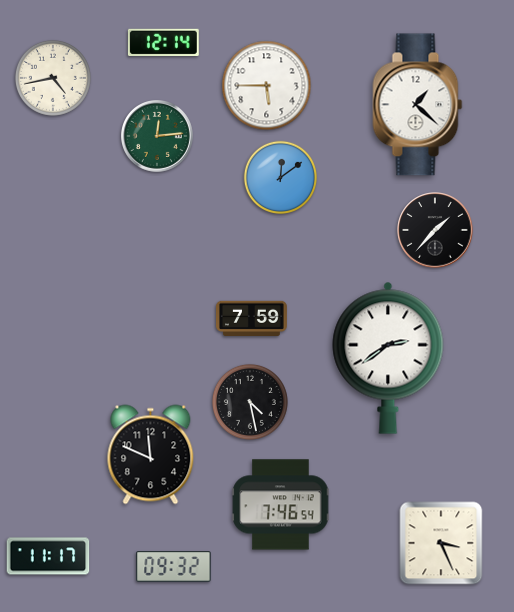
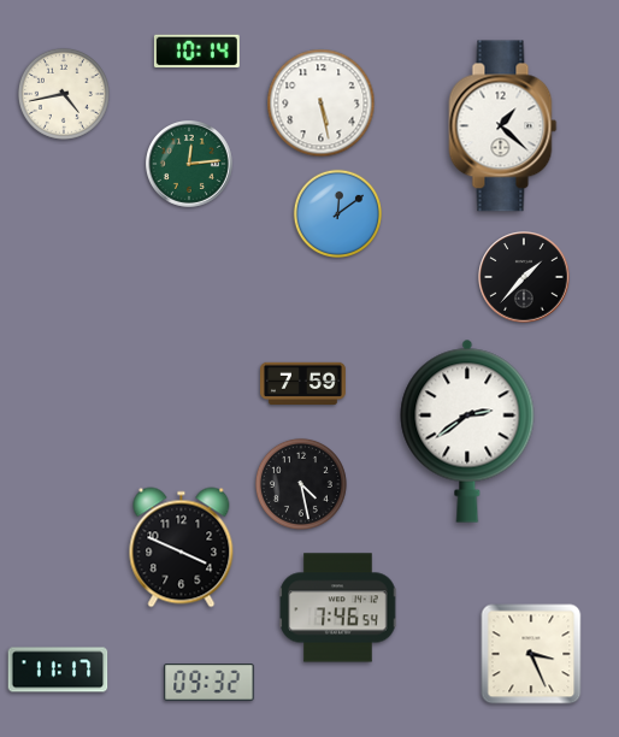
clock at (163, 42): 12:14 -> 10:14
clock at (267, 86): 5:45 -> 5:28
clock at (151, 455): 11:49 -> 3:49
